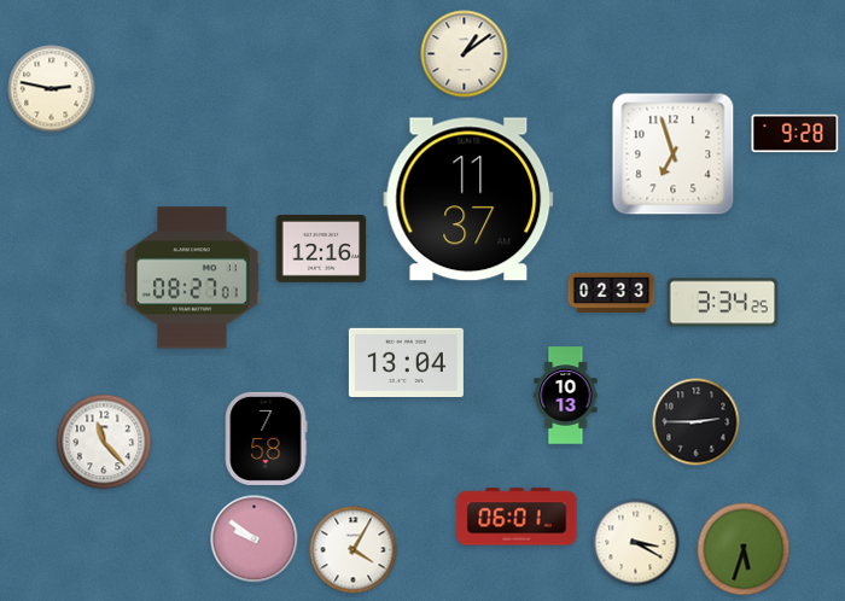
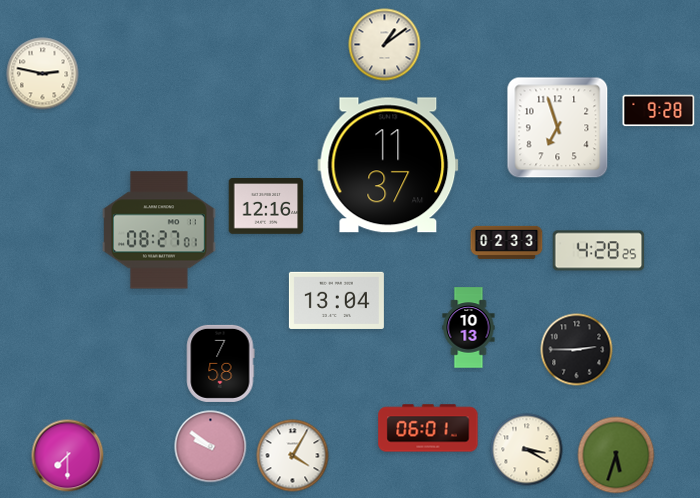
clock at (723, 303): 3:34 -> 4:28
clock at (104, 442): 11:23 -> none
clock at (68, 456): none -> 7:30
